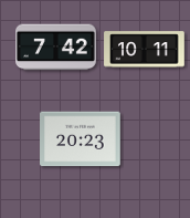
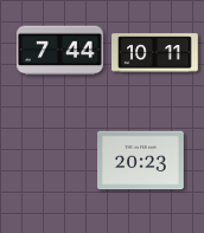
clock at (56, 48): 7:42 -> 7:44
clock at (81, 139) position: (81, 139) -> (141, 161)
